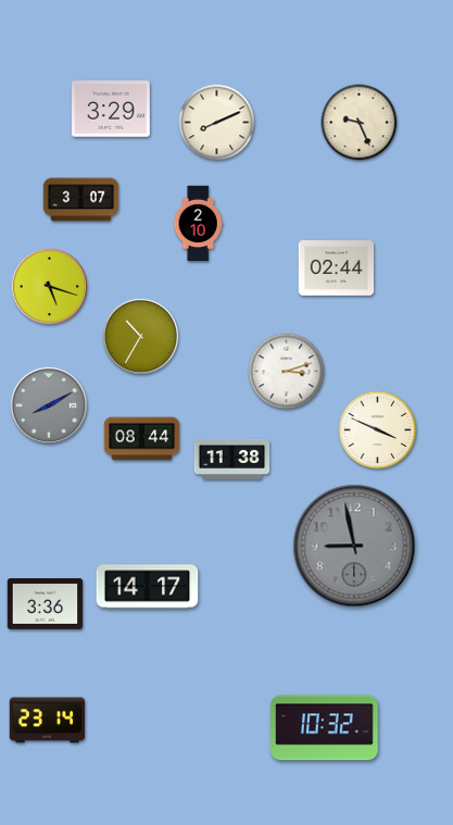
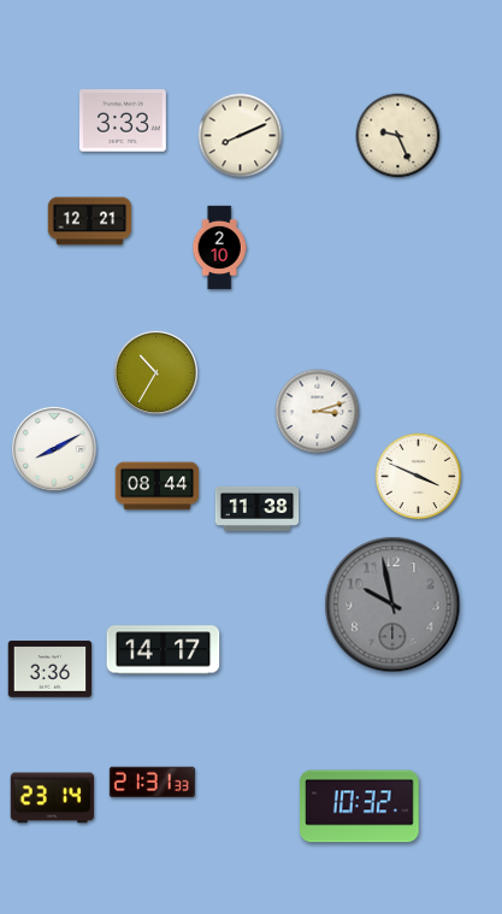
clock at (111, 109): 3:29 -> 3:33
clock at (81, 200): 3:07 -> 12:21
clock at (337, 268): 02:44 -> none
clock at (49, 286): 5:18 -> none
clock at (49, 405) dial: grey -> white
clock at (354, 546): 8:58 -> 9:58
clock at (152, 783): none -> 21:31
